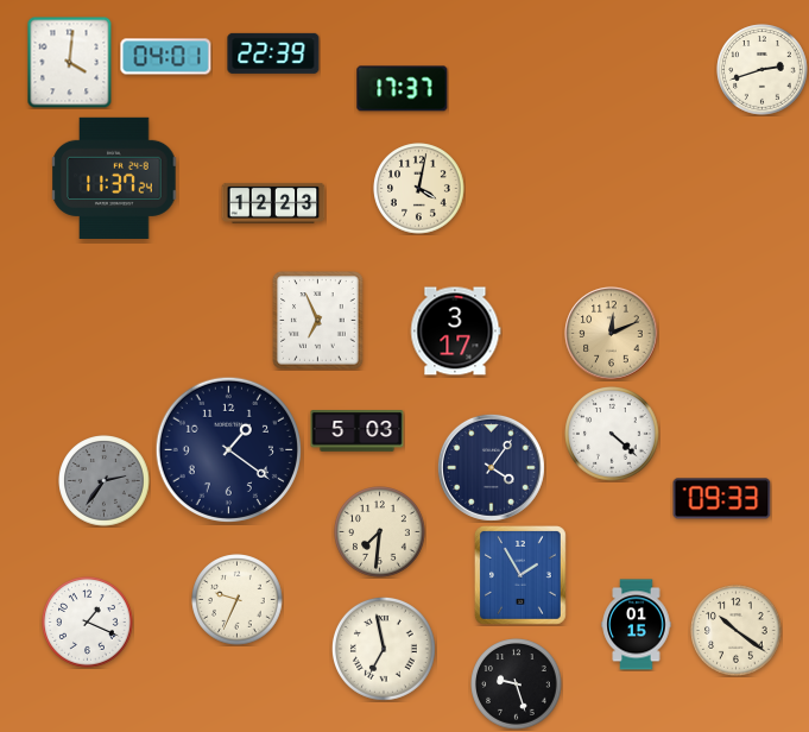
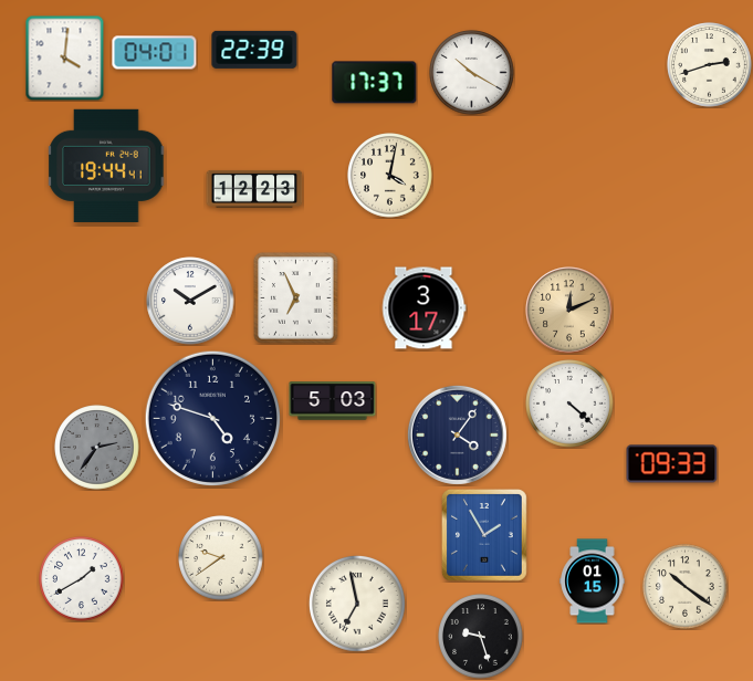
clock at (472, 73): none -> 10:20
clock at (114, 178): 11:37 -> 19:44
clock at (190, 301): none -> 10:10
clock at (228, 449): 1:21 -> 4:48
clock at (380, 532): 7:31 -> none
clock at (238, 600): 9:34 -> 9:39
clock at (88, 623): 1:19 -> 1:40
